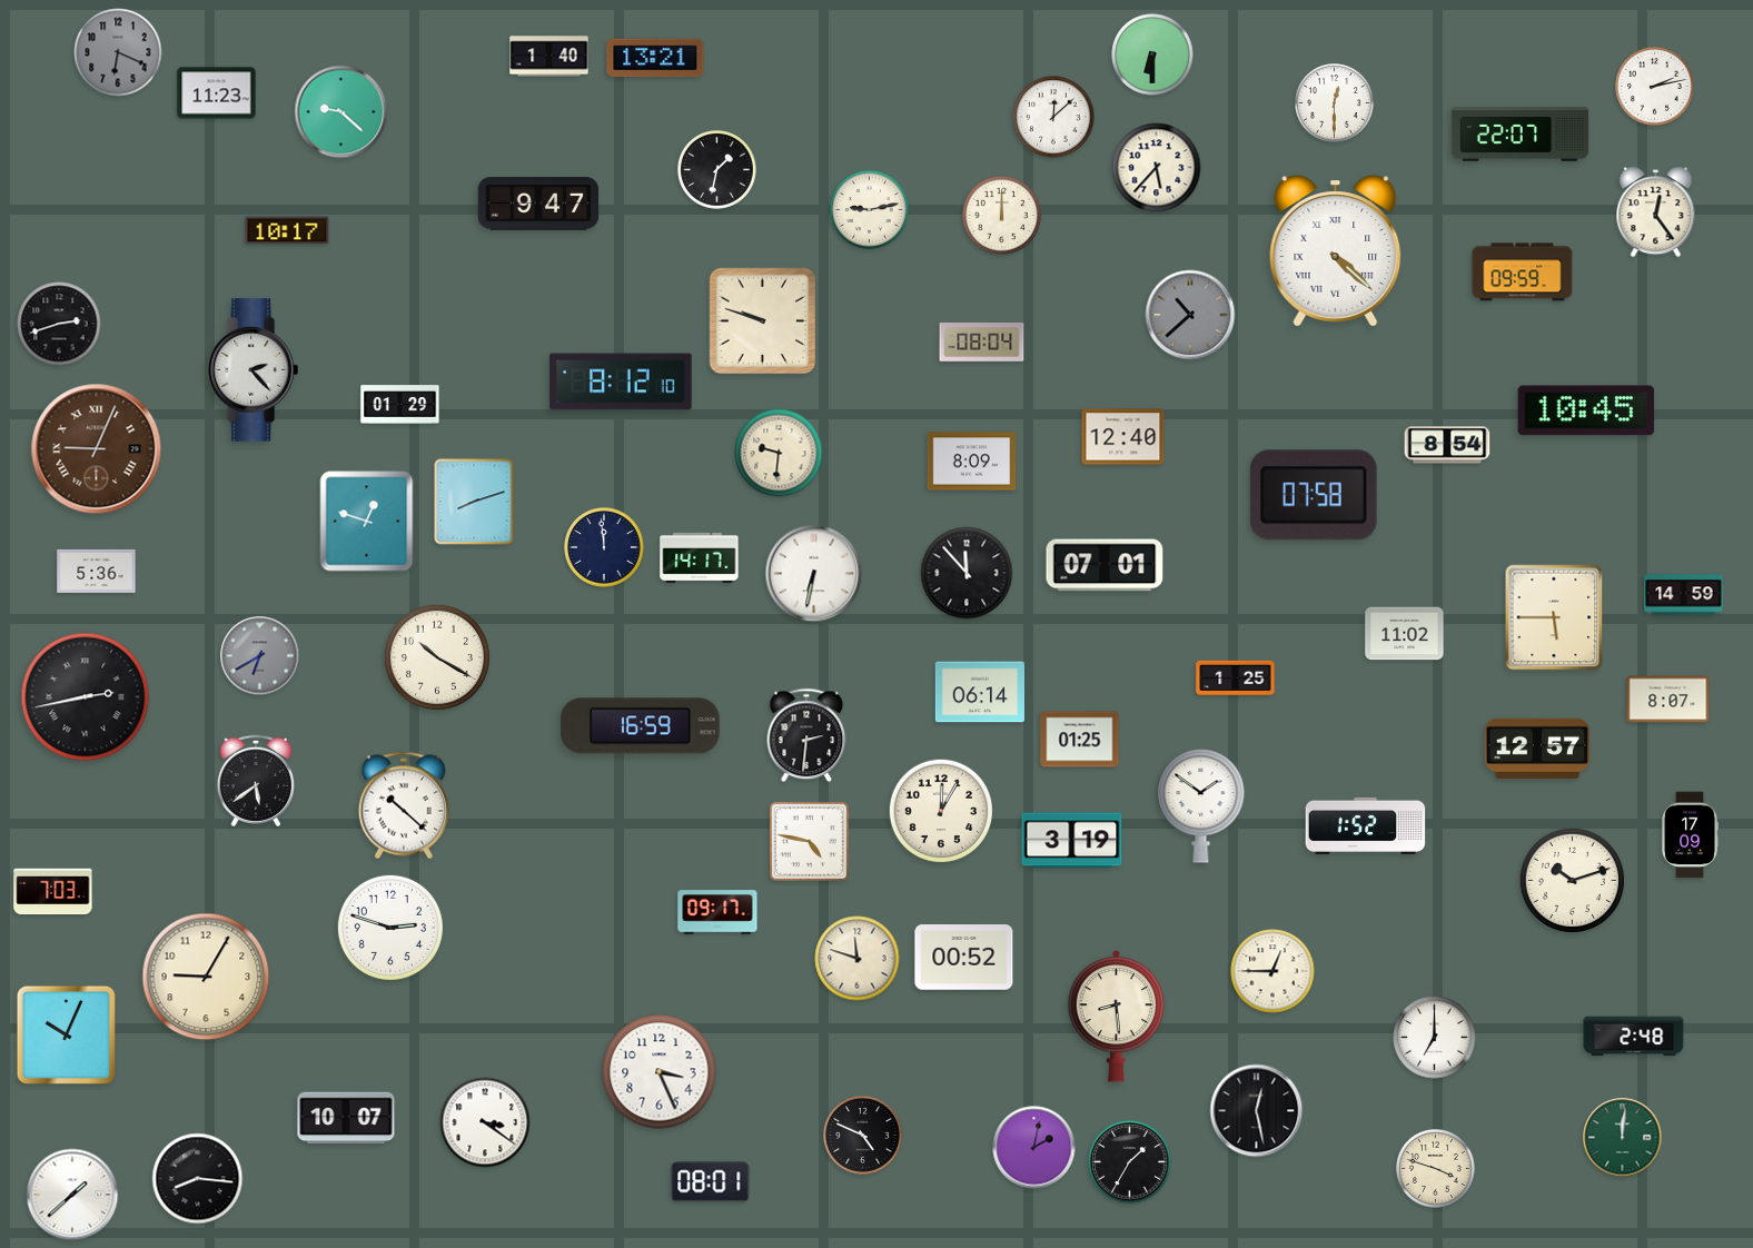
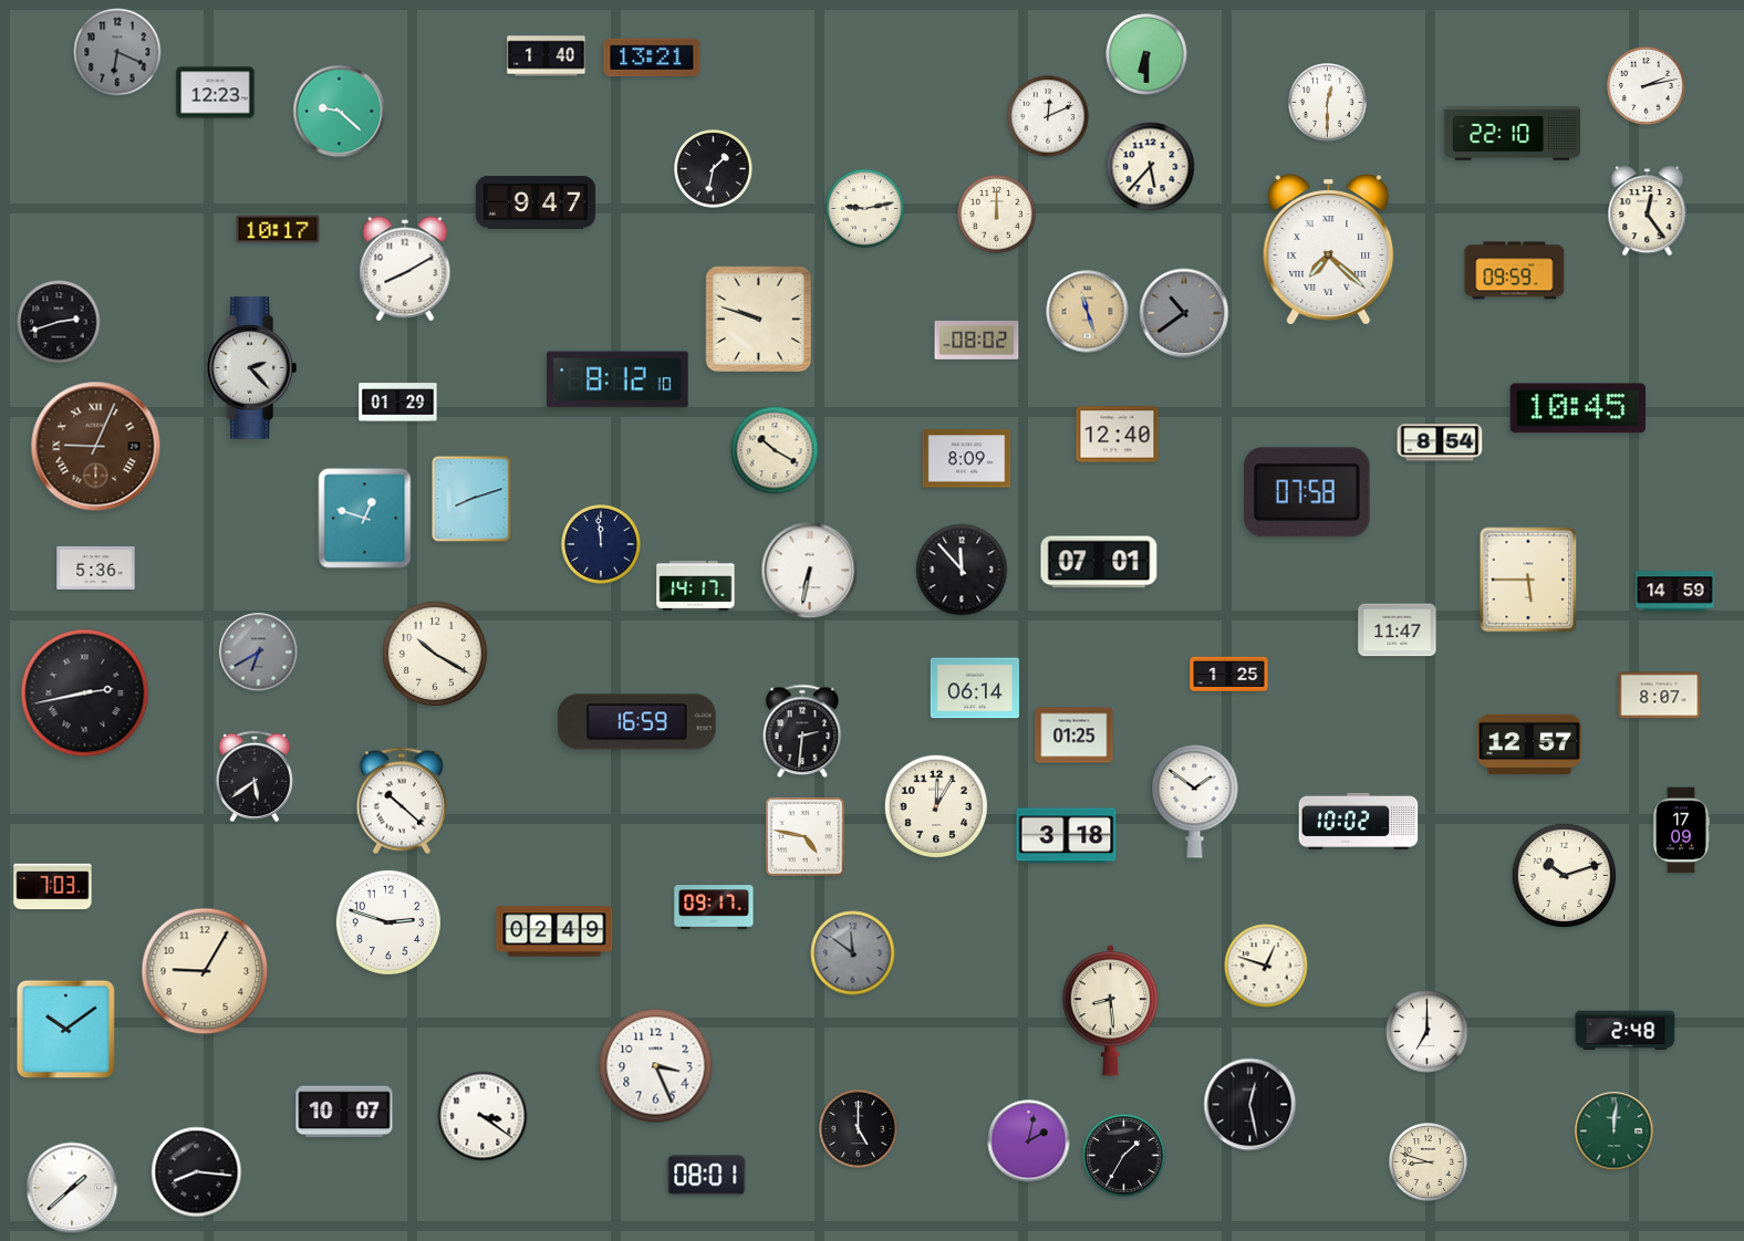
clock at (217, 93): 11:23 -> 12:23
clock at (1053, 117): 12:08 -> 12:11
clock at (1521, 135): 22:07 -> 22:10
clock at (287, 230) position: (287, 230) -> (278, 229)
clock at (1336, 251): 4:22 -> 7:22
clock at (405, 269): none -> 8:10
clock at (1088, 312): none -> 11:27
clock at (1190, 315): 10:38 -> 10:39
clock at (982, 341): 08:04 -> 08:02
clock at (779, 453): 9:31 -> 10:20
clock at (700, 557) position: (700, 557) -> (696, 585)
clock at (1554, 617) position: (1554, 617) -> (1528, 580)
clock at (1405, 634): 11:02 -> 11:47
clock at (1366, 825): 1:52 -> 10:02
clock at (1072, 841): 3:19 -> 3:18
clock at (554, 931): none -> 02:49
clock at (964, 958): 00:52 -> none
clock at (858, 959): 11:48 -> 11:51
clock at (858, 959) dial: cream -> grey
clock at (1272, 971): 12:45 -> 12:48
clock at (66, 1034): 10:04 -> 10:09
clock at (863, 1136): 4:49 -> 5:00
clock at (1436, 1169): 3:48 -> 8:48
